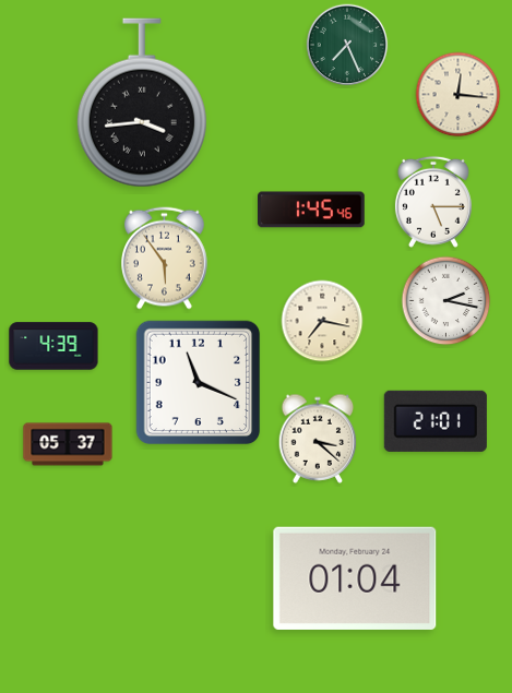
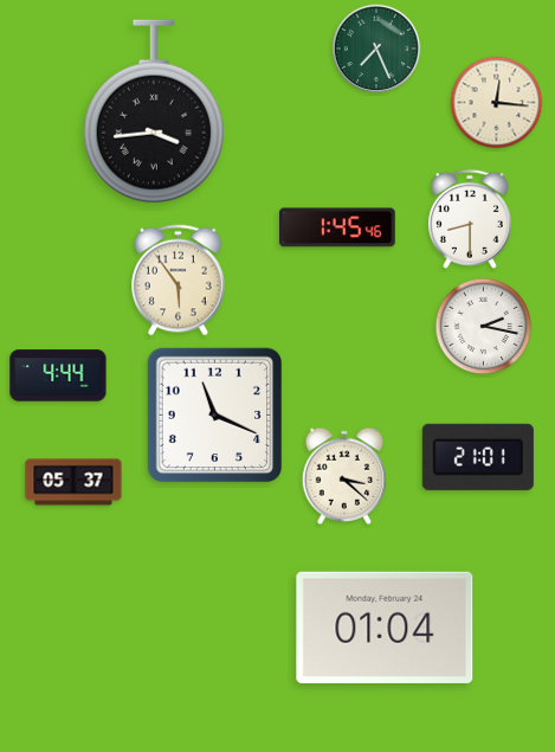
clock at (433, 202): 5:15 -> 8:30
clock at (322, 321): 7:17 -> none
clock at (53, 346): 4:39 -> 4:44
clock at (436, 421) position: (436, 421) -> (478, 457)
